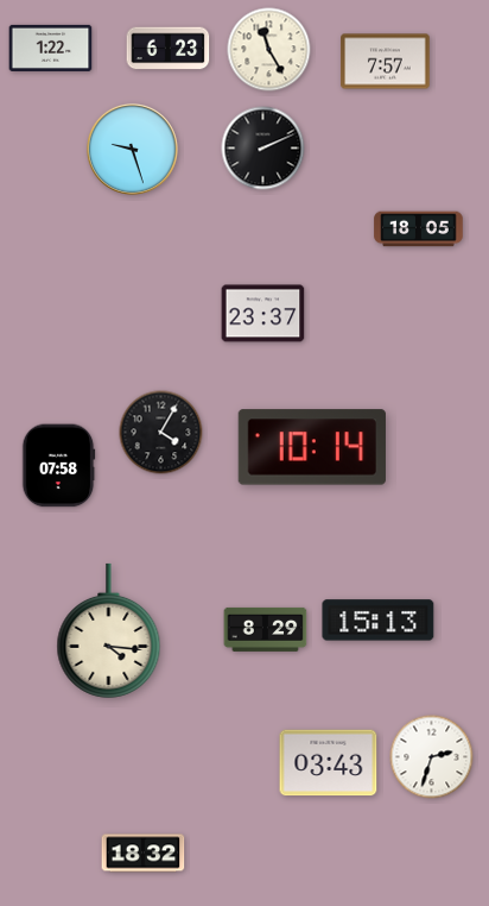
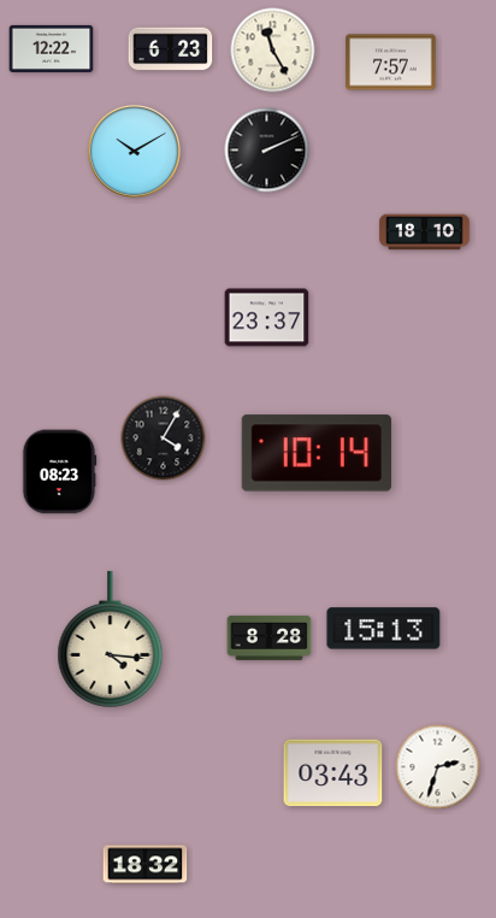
clock at (51, 48): 1:22 -> 12:22
clock at (132, 149): 9:27 -> 10:10
clock at (419, 229): 18:05 -> 18:10
clock at (58, 466): 07:58 -> 08:23
clock at (266, 629): 8:29 -> 8:28
